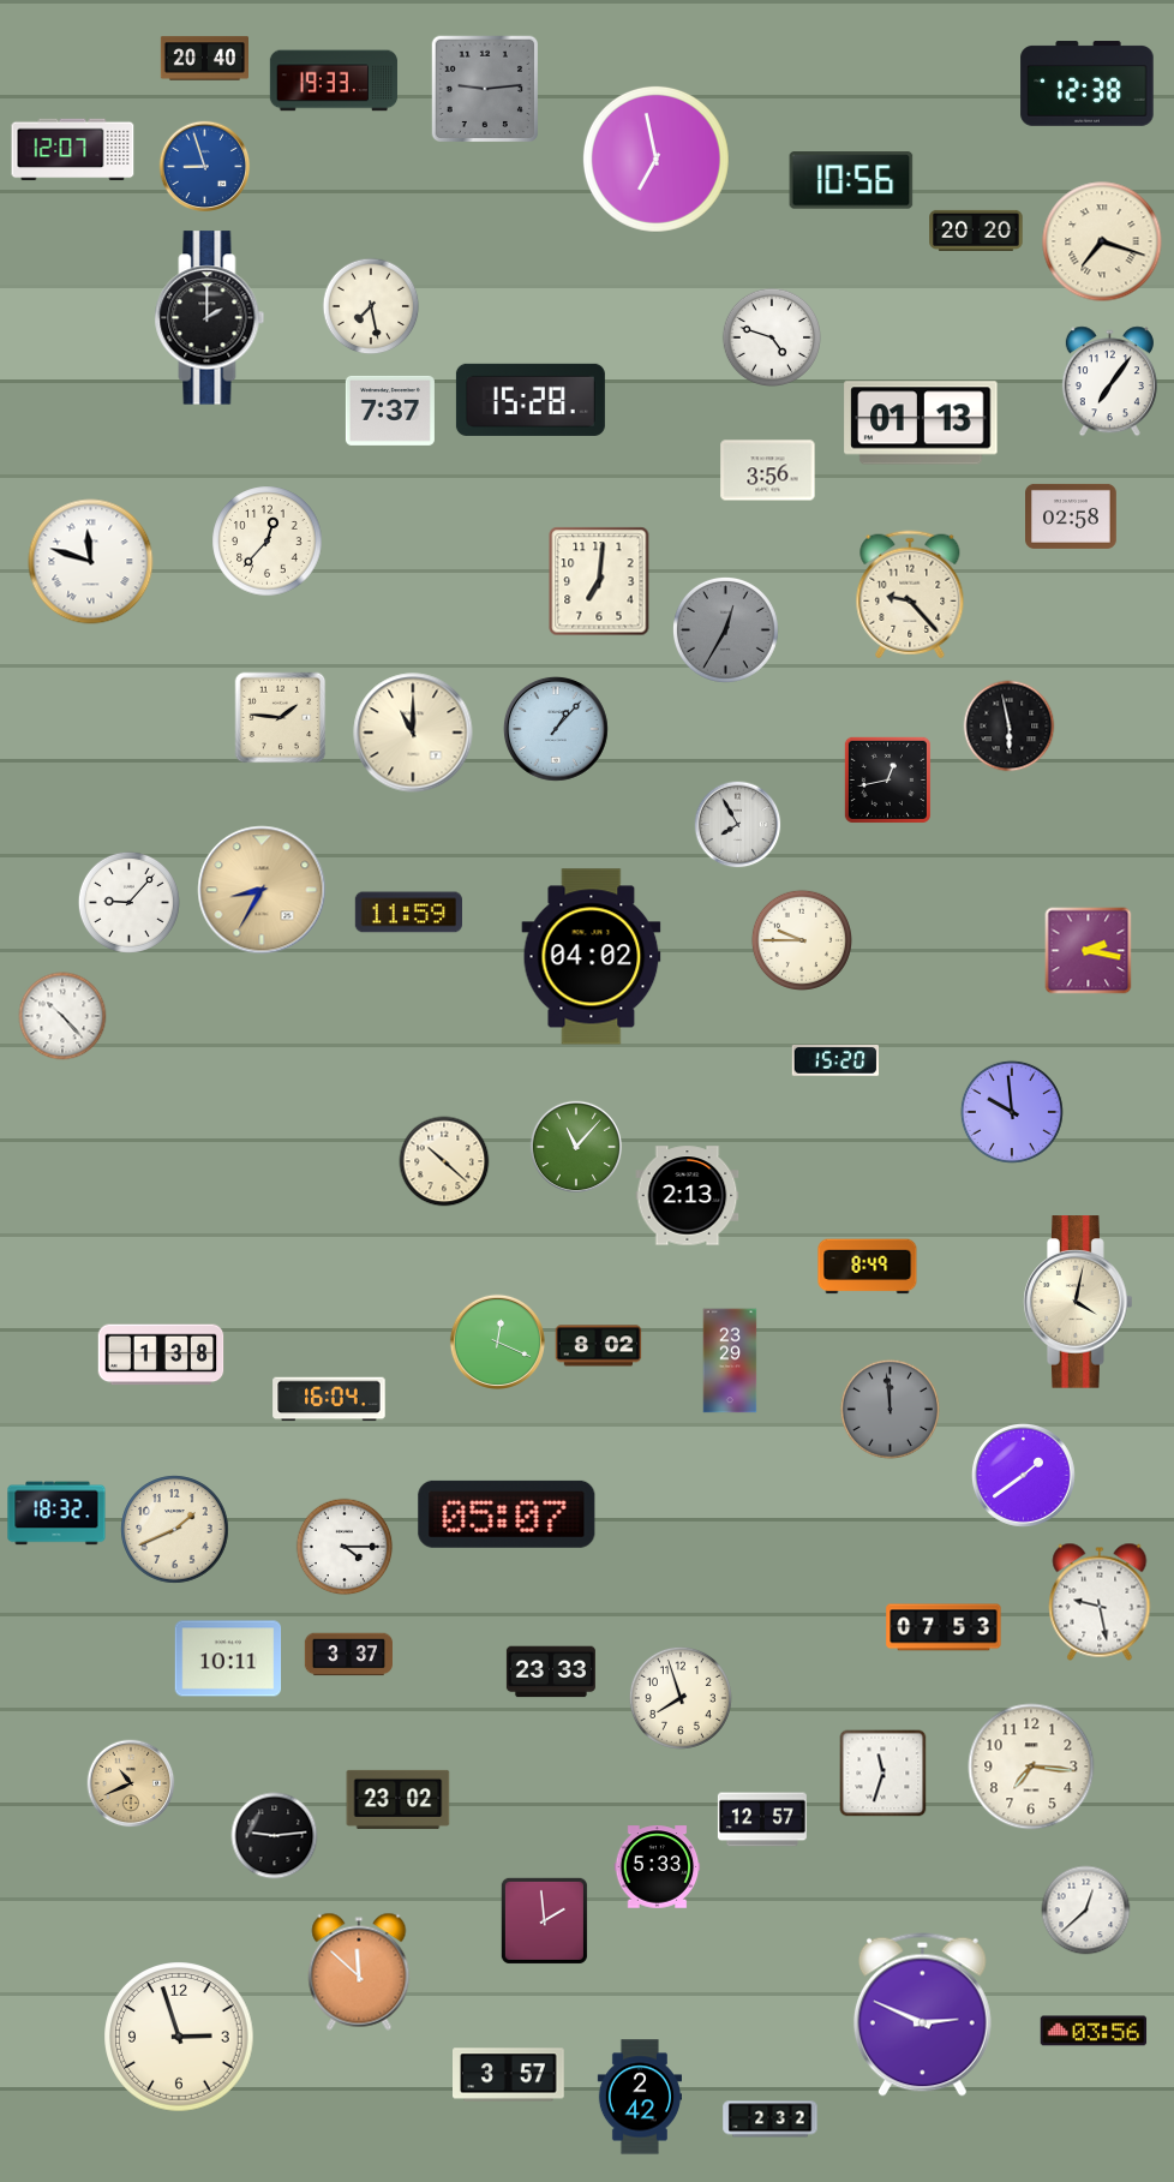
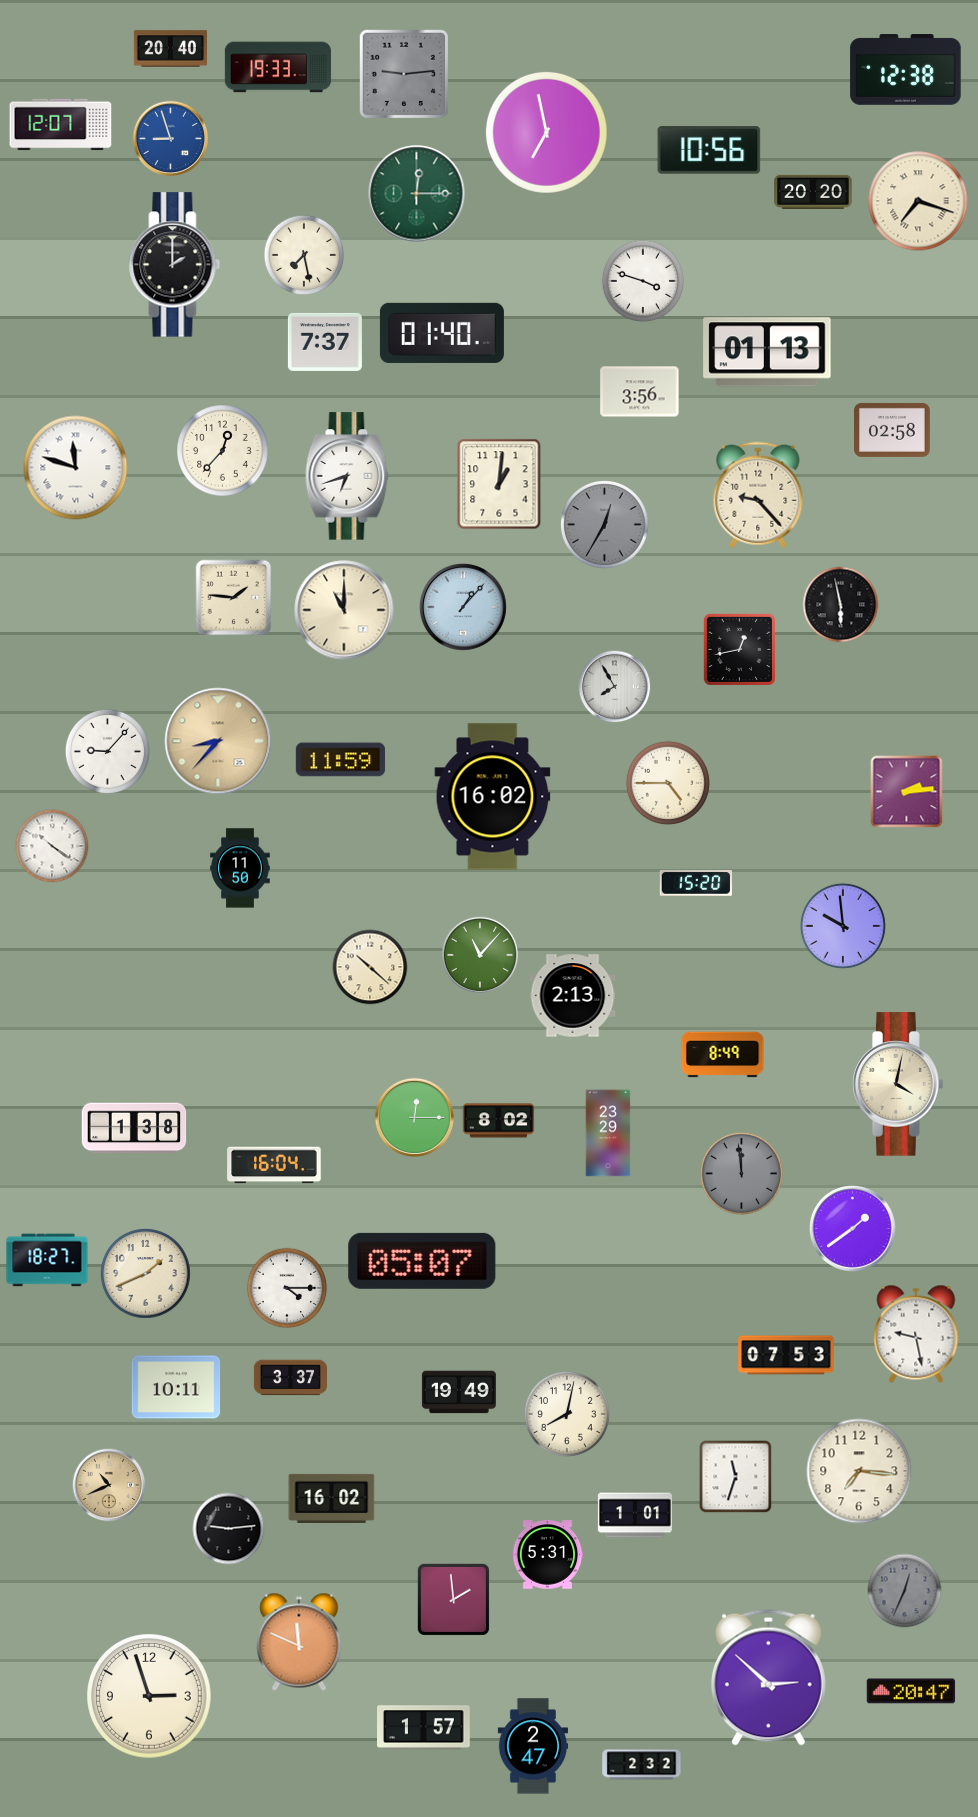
clock at (417, 194): none -> 12:15
clock at (371, 306) position: (371, 306) -> (304, 255)
clock at (772, 337): 4:48 -> 3:48
clock at (1109, 382): 7:06 -> none
clock at (531, 400): 15:28 -> 01:40
clock at (347, 476): none -> 6:42
clock at (599, 581): 7:01 -> 1:01
clock at (262, 890): 8:35 -> 8:37
clock at (802, 940): 9:45 -> 4:45
clock at (1089, 951): 2:17 -> 2:14
clock at (592, 957): 04:02 -> 16:02
clock at (62, 1016): 10:23 -> 10:21
clock at (240, 868): none -> 11:50
clock at (497, 1341): 12:19 -> 12:15
clock at (56, 1513): 18:32 -> 18:27
clock at (228, 1658) position: (228, 1658) -> (176, 1387)
clock at (551, 1672): 23:33 -> 19:49
clock at (681, 1698): 7:57 -> 8:02
clock at (399, 1799): 23:02 -> 16:02
clock at (762, 1819): 12:57 -> 1:01
clock at (658, 1867): 5:33 -> 5:31
clock at (1086, 1911): 12:38 -> 12:34
clock at (1086, 1911) dial: white -> grey
clock at (359, 1972): 11:52 -> 11:49
clock at (922, 2014): 2:49 -> 2:52
clock at (1094, 2031): 03:56 -> 20:47
clock at (509, 2075): 3:57 -> 1:57
clock at (639, 2097): 2:42 -> 2:47
